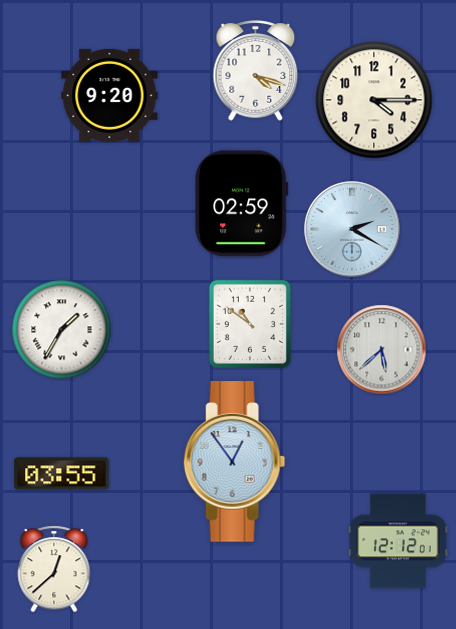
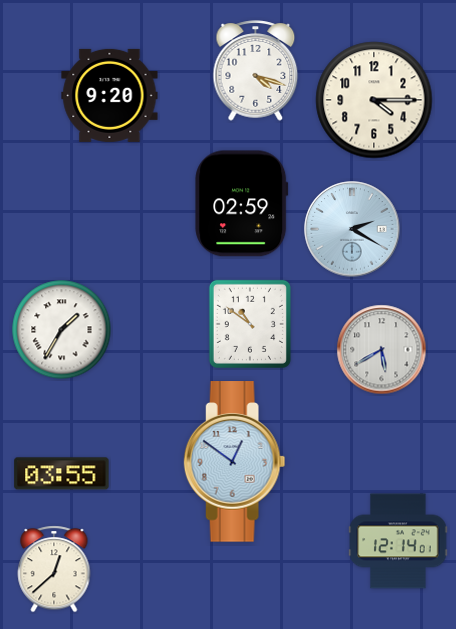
clock at (382, 350): 5:38 -> 5:40
clock at (235, 462): 12:54 -> 12:51
clock at (398, 541): 12:12 -> 12:14
